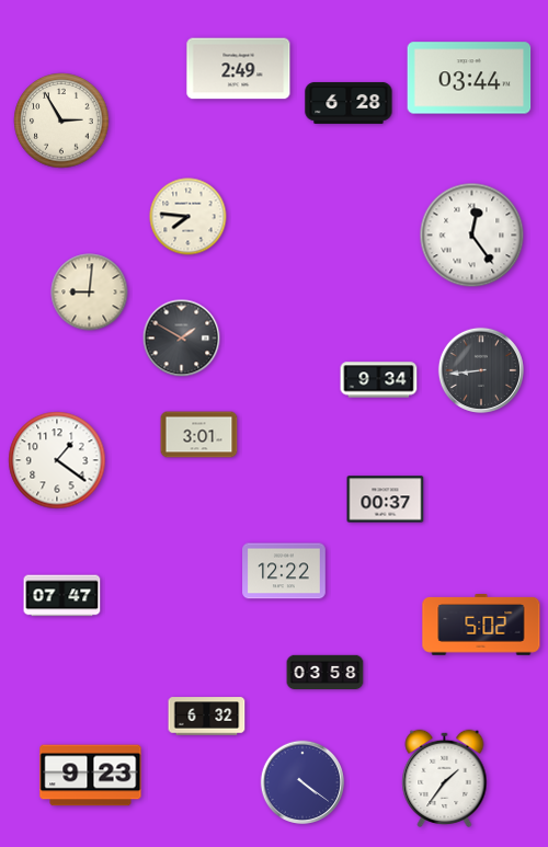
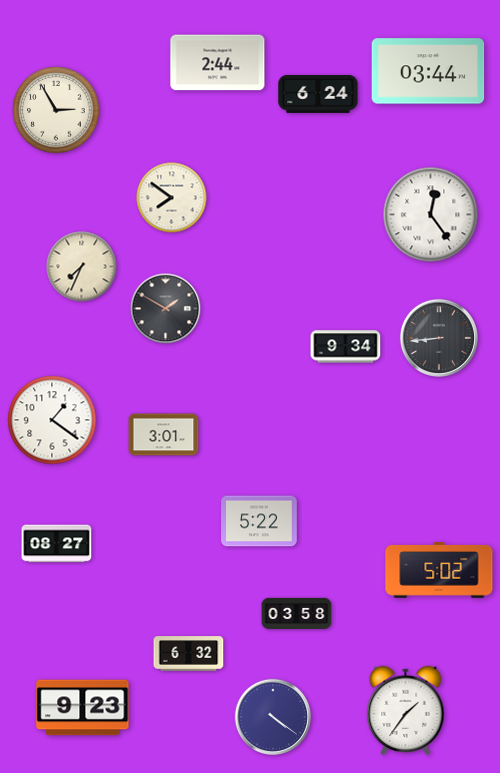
clock at (239, 69): 2:49 -> 2:44
clock at (349, 103): 6:28 -> 6:24
clock at (189, 217): 7:46 -> 7:51
clock at (90, 293): 9:01 -> 7:34
clock at (199, 435) position: (199, 435) -> (164, 435)
clock at (386, 500): 00:37 -> none
clock at (284, 571): 12:22 -> 5:22
clock at (62, 596): 07:47 -> 08:27
clock at (302, 782) position: (302, 782) -> (273, 717)
